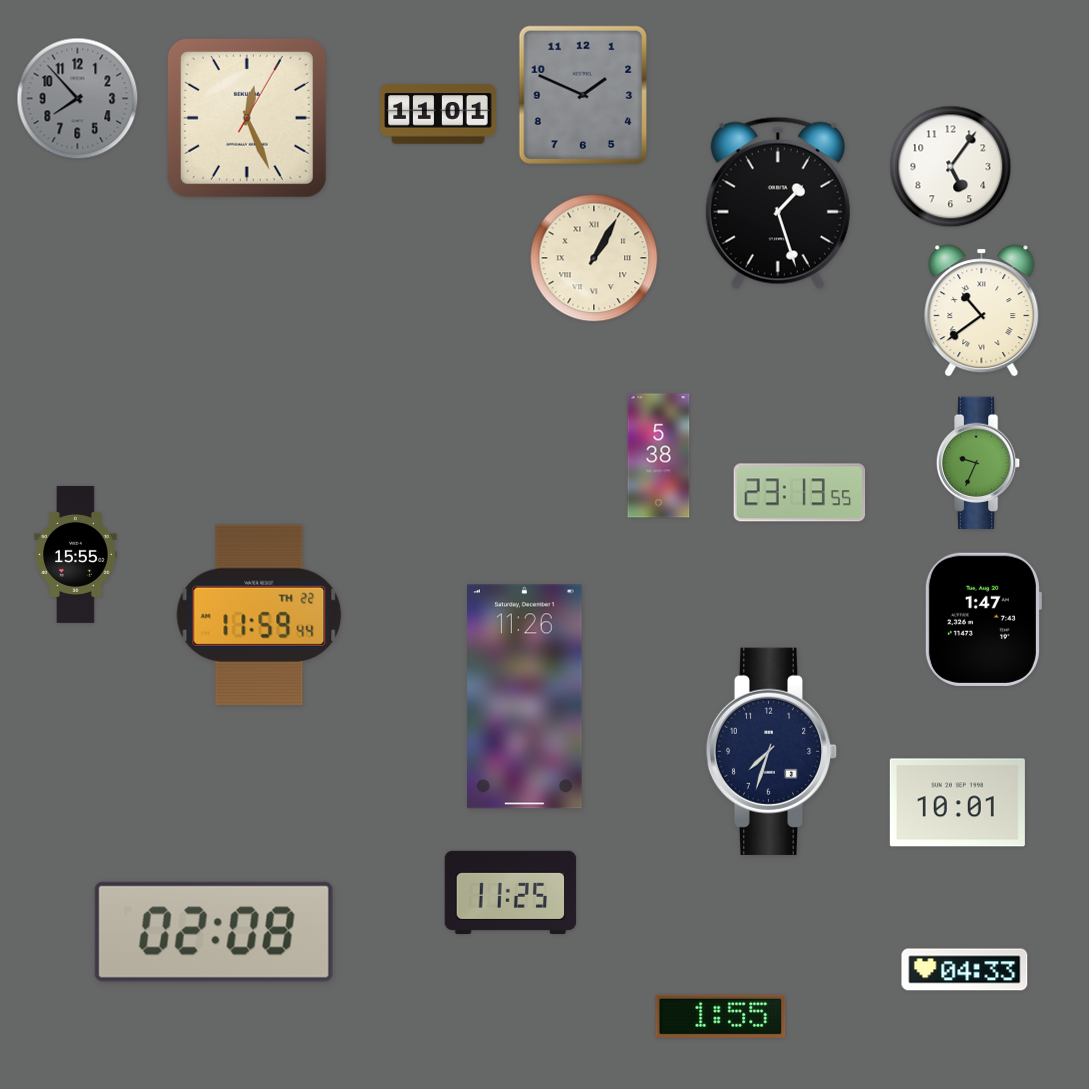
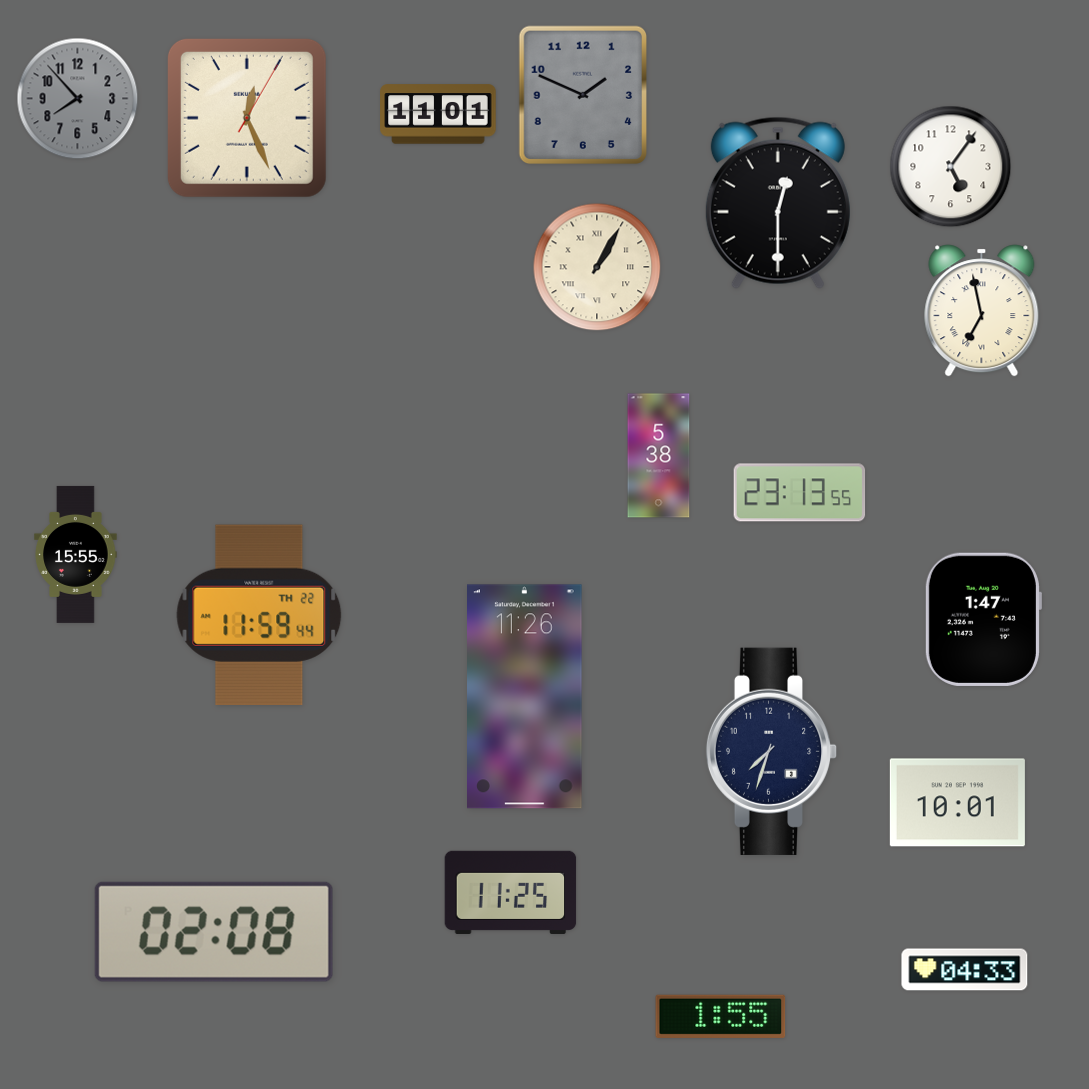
clock at (778, 203): 1:27 -> 12:30
clock at (594, 258) position: (594, 258) -> (597, 267)
clock at (982, 311): 10:39 -> 6:58
clock at (978, 463): 9:34 -> none
